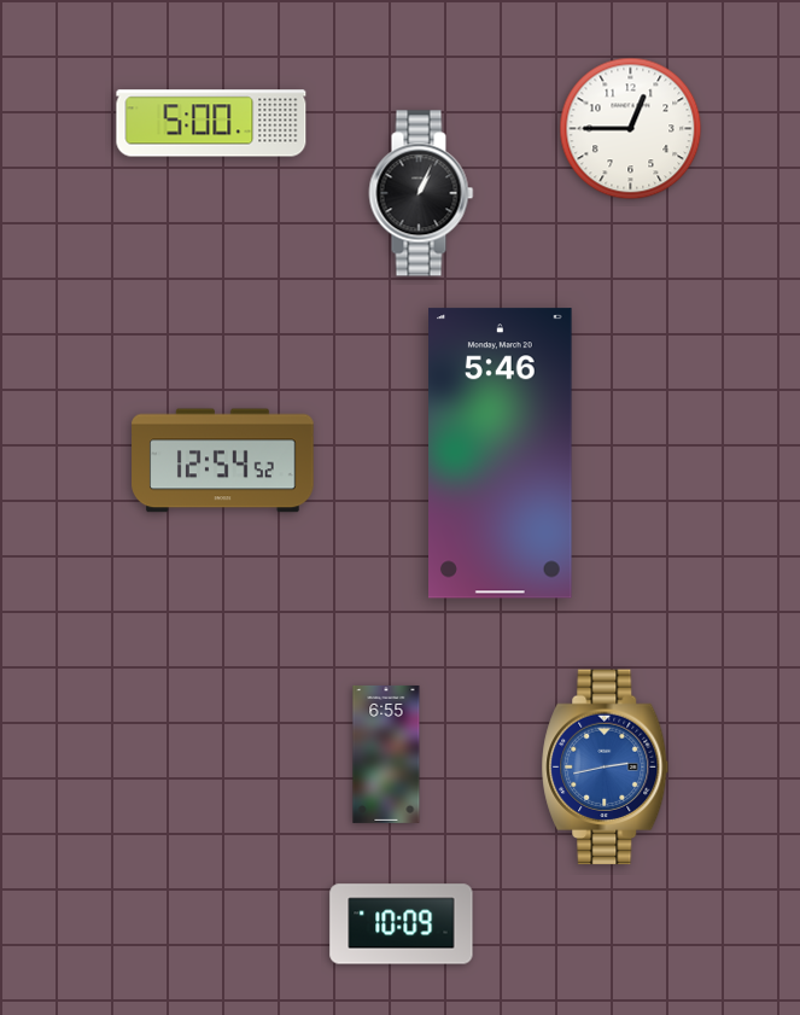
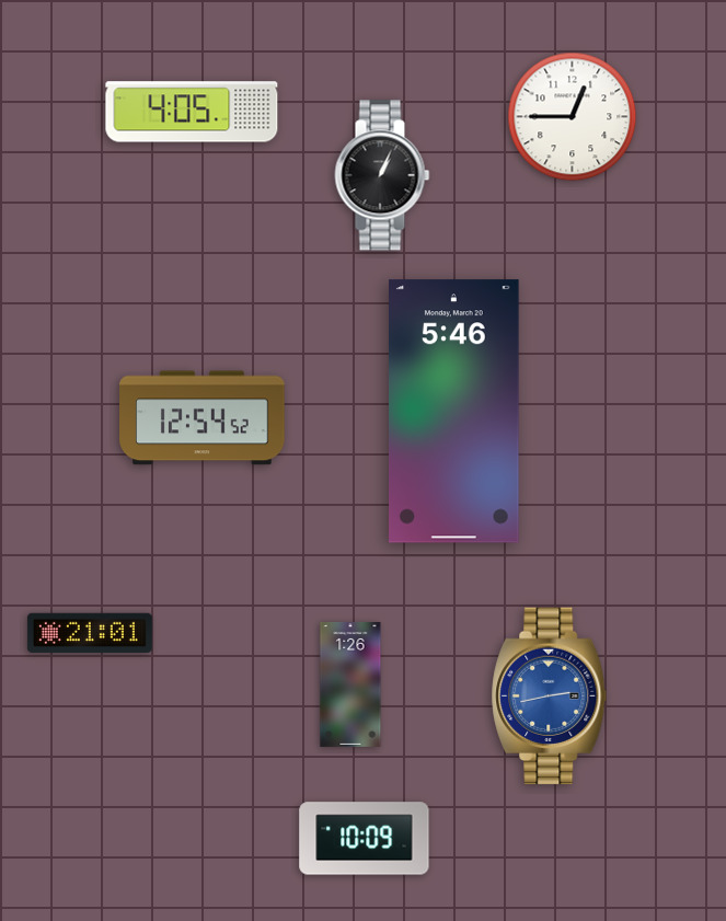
clock at (211, 123): 5:00 -> 4:05
clock at (90, 633): none -> 21:01
clock at (386, 754): 6:55 -> 1:26
